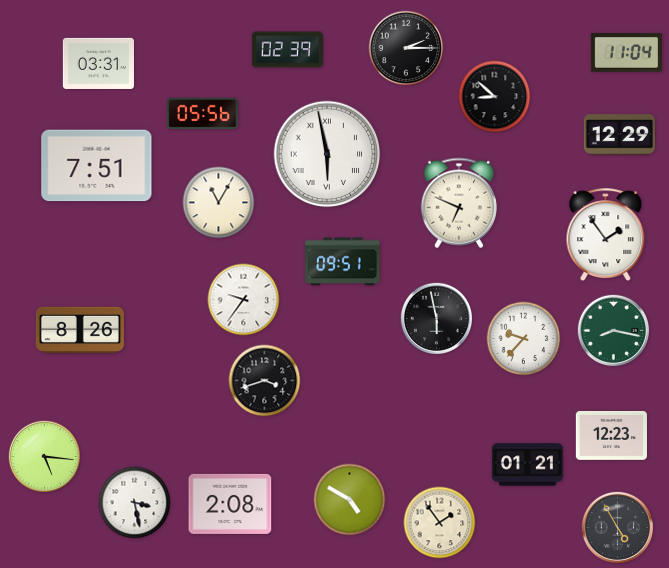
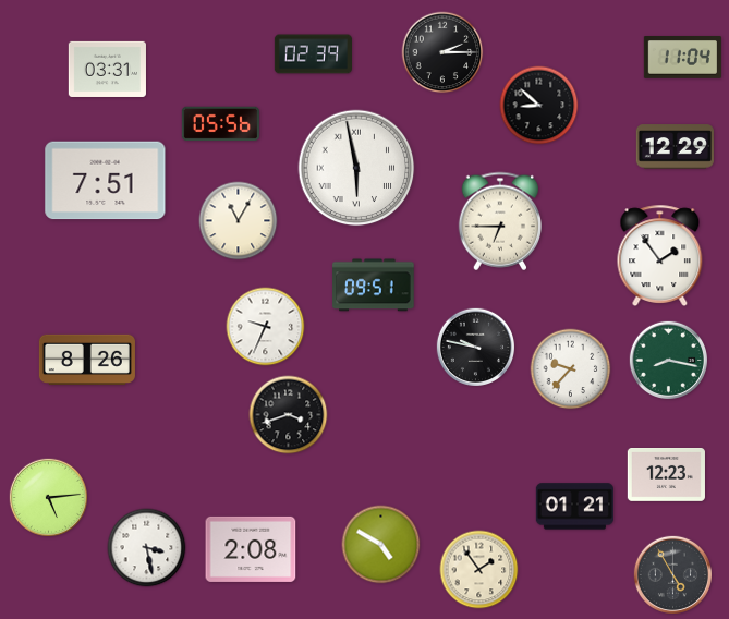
clock at (458, 203): 6:49 -> 6:45
clock at (244, 300): 9:36 -> 9:34
clock at (436, 318): 5:58 -> 9:47
clock at (44, 456): 5:16 -> 5:14
